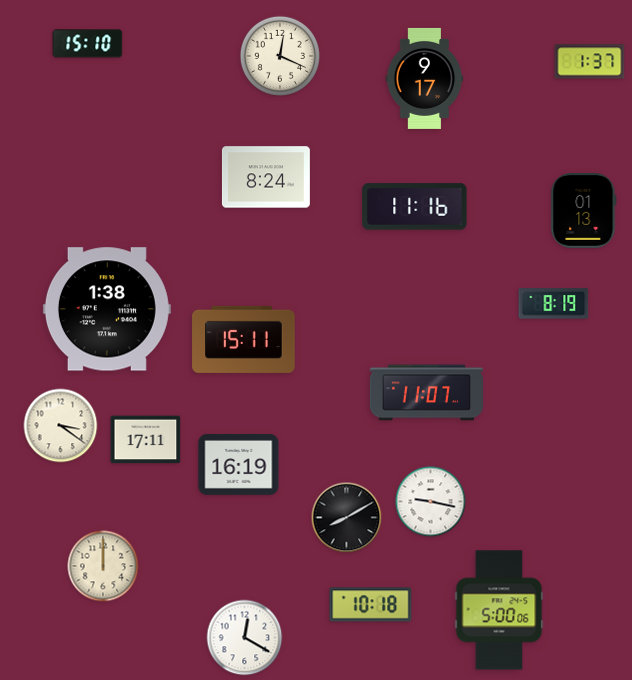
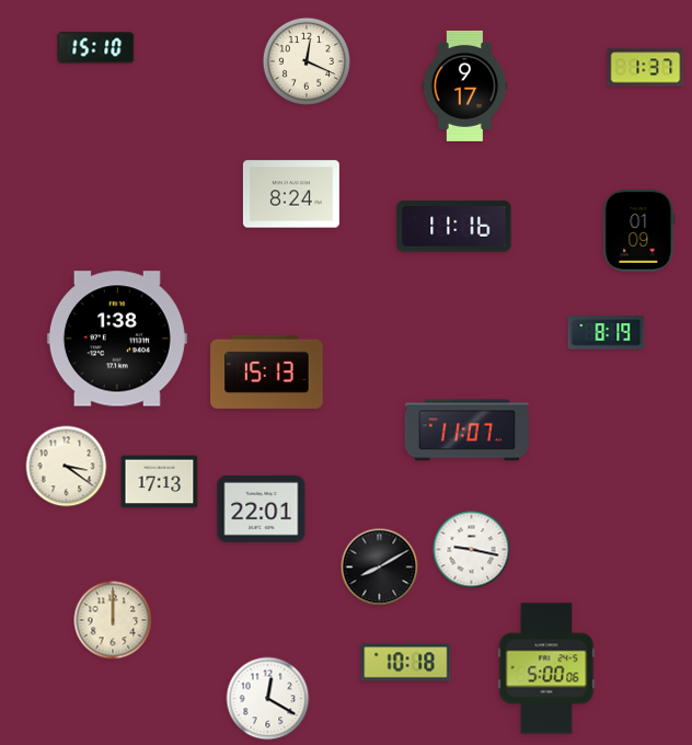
clock at (584, 210): 01:13 -> 01:09
clock at (244, 339): 15:11 -> 15:13
clock at (146, 440): 17:11 -> 17:13
clock at (239, 464): 16:19 -> 22:01
